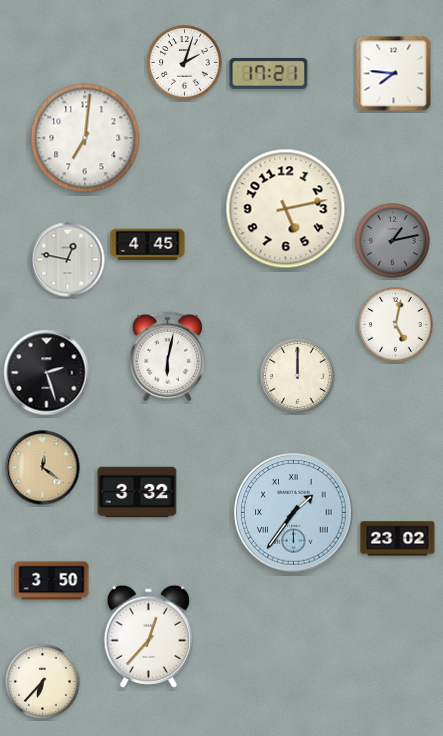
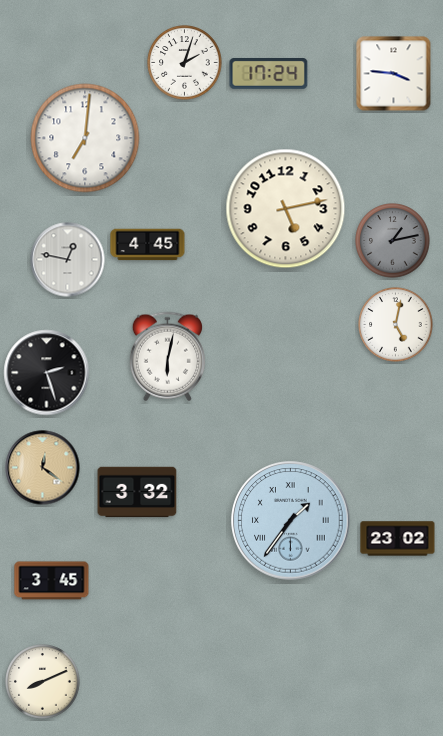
clock at (269, 74): 17:21 -> 17:24
clock at (394, 74): 7:46 -> 3:46
clock at (298, 376): 12:00 -> none
clock at (294, 513) position: (294, 513) -> (291, 521)
clock at (52, 581): 3:50 -> 3:45
clock at (148, 636): 12:37 -> none
clock at (43, 682): 6:37 -> 8:11
